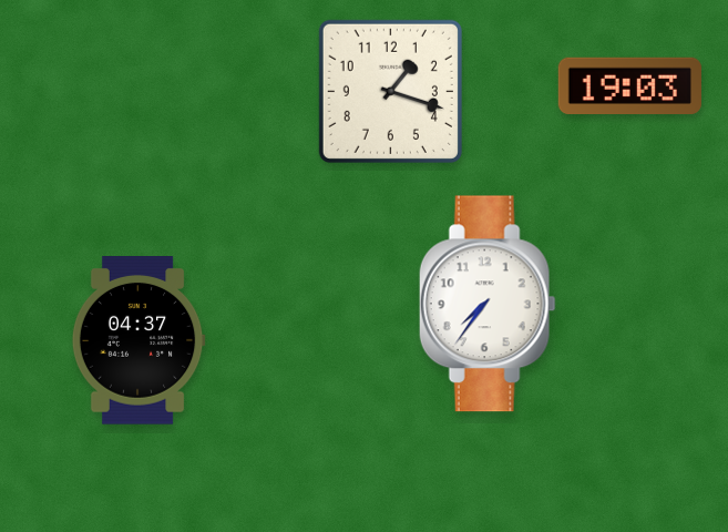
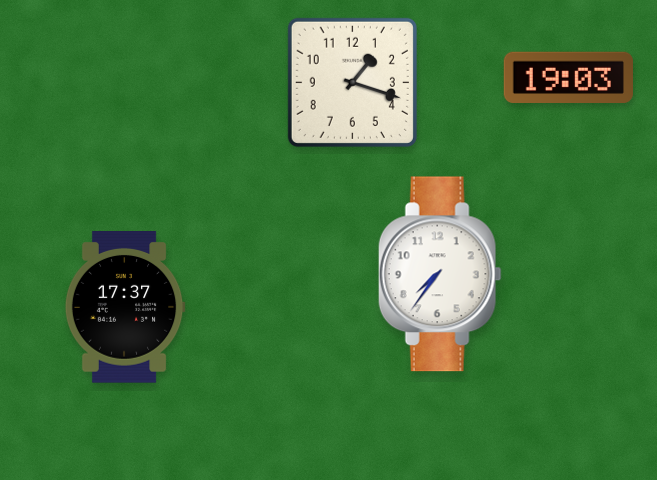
clock at (139, 341): 04:37 -> 17:37
